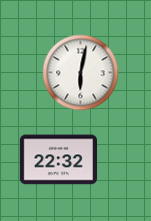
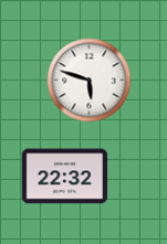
clock at (81, 73): 6:02 -> 5:48
